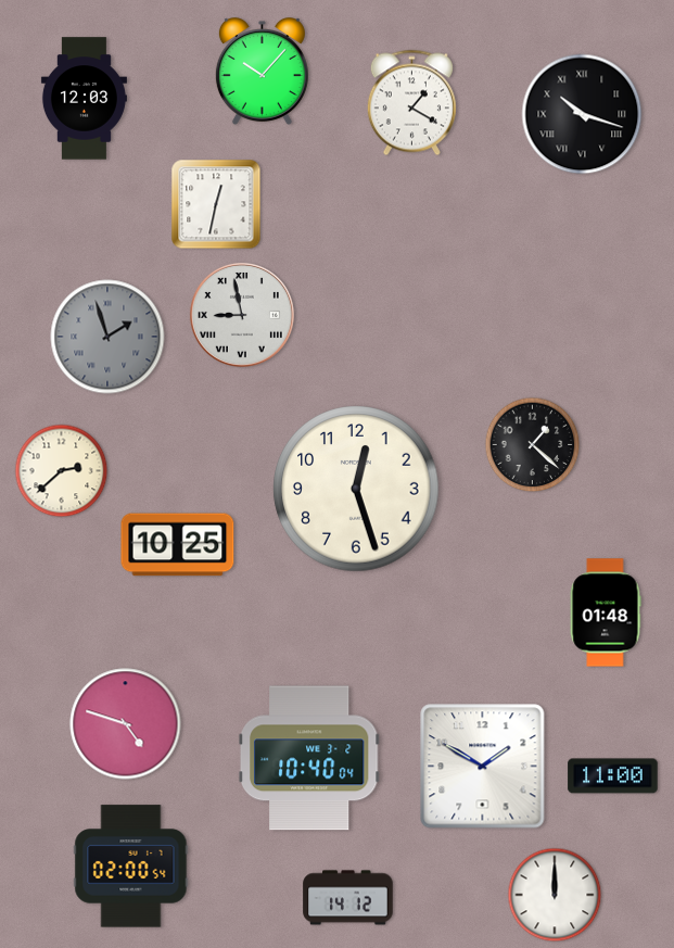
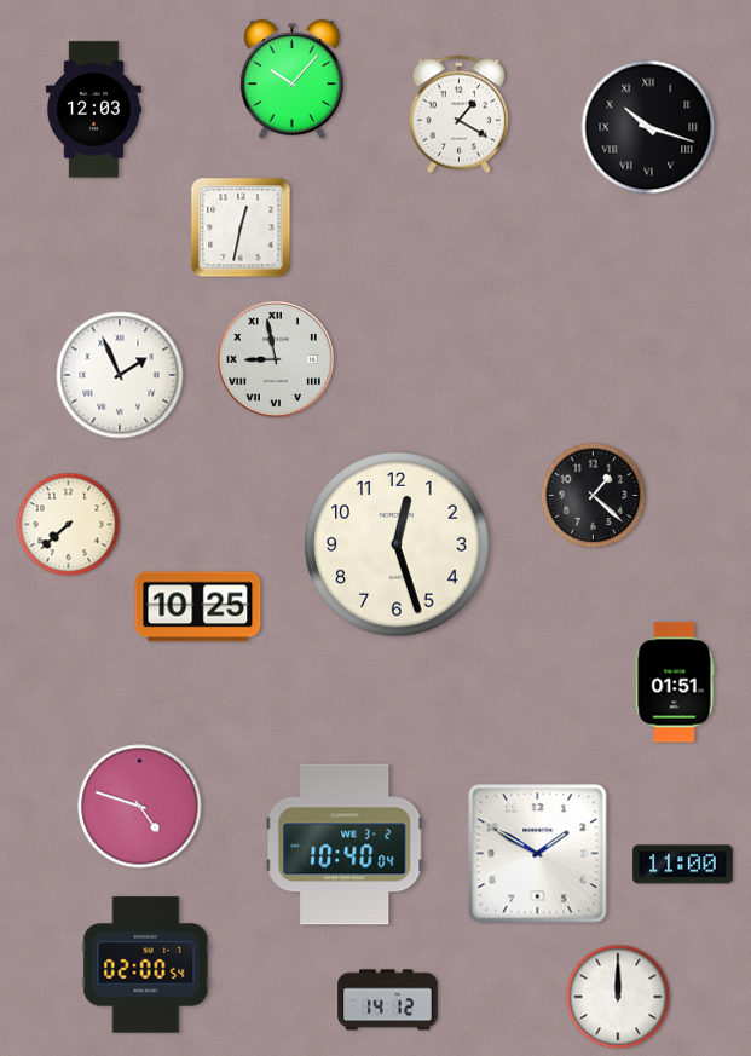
clock at (242, 315) position: (242, 315) -> (276, 359)
clock at (107, 337): 1:57 -> 1:56
clock at (107, 337) dial: grey -> white
clock at (62, 471): 2:38 -> 7:38
clock at (606, 612): 01:48 -> 01:51
